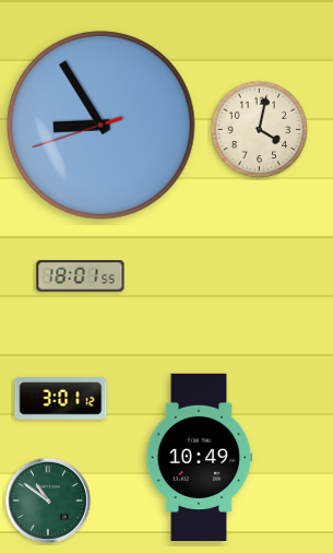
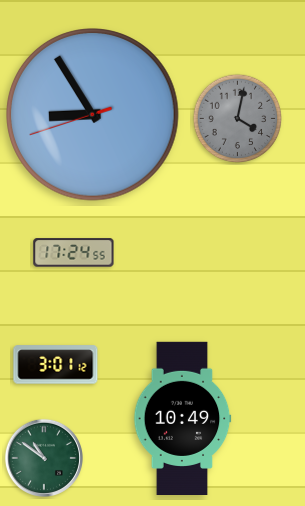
clock at (260, 130) dial: cream -> grey
clock at (81, 276): 18:01 -> 17:24
